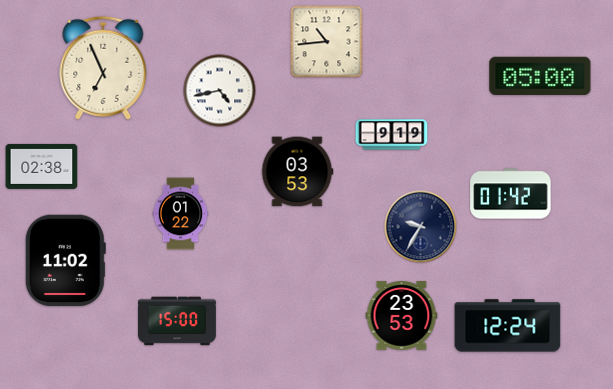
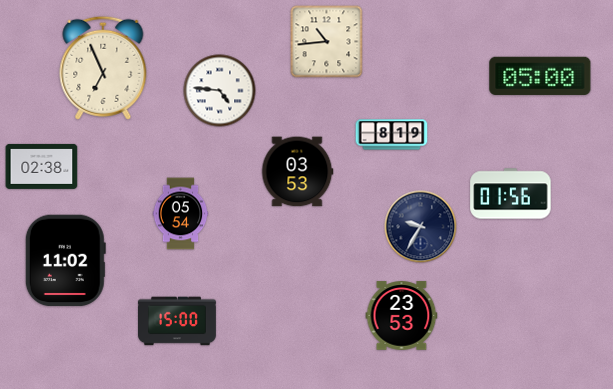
clock at (220, 91): 4:43 -> 4:46
clock at (392, 135): 9:19 -> 8:19
clock at (511, 194): 01:42 -> 01:56
clock at (181, 214): 01:22 -> 05:54
clock at (508, 326): 12:24 -> none
